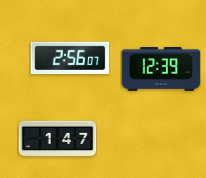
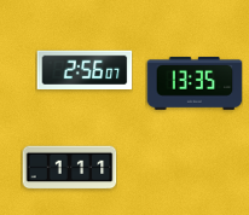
clock at (161, 70): 12:39 -> 13:35
clock at (57, 139): 1:47 -> 1:11
